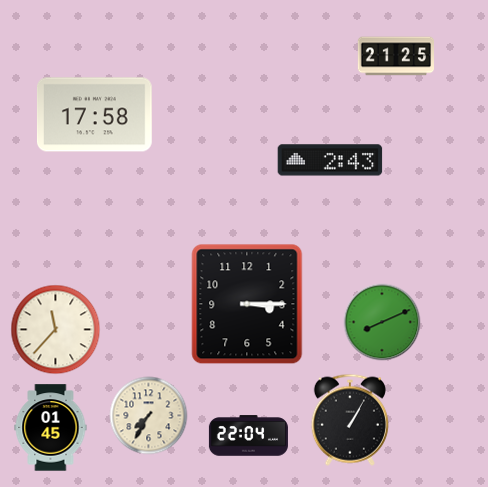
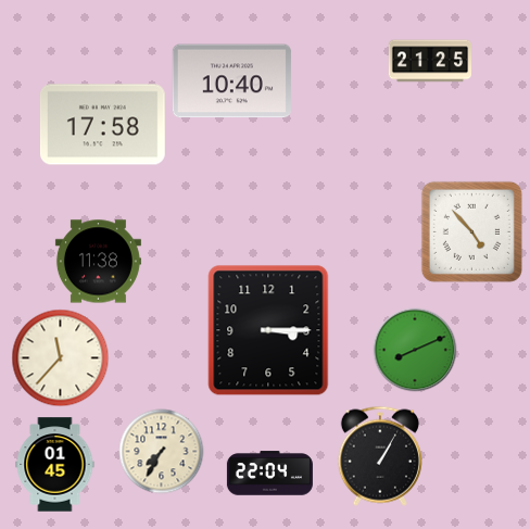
clock at (231, 81): none -> 10:40
clock at (330, 160): 2:43 -> none
clock at (471, 231): none -> 4:53
clock at (98, 262): none -> 11:38
